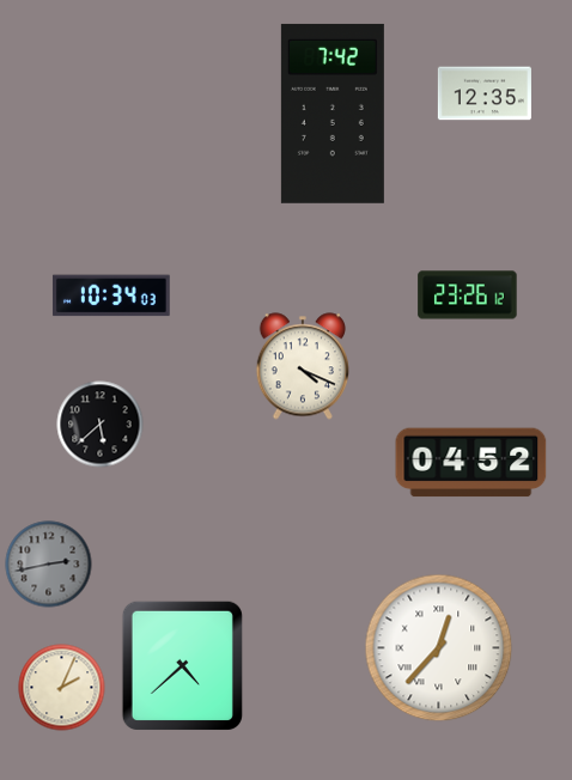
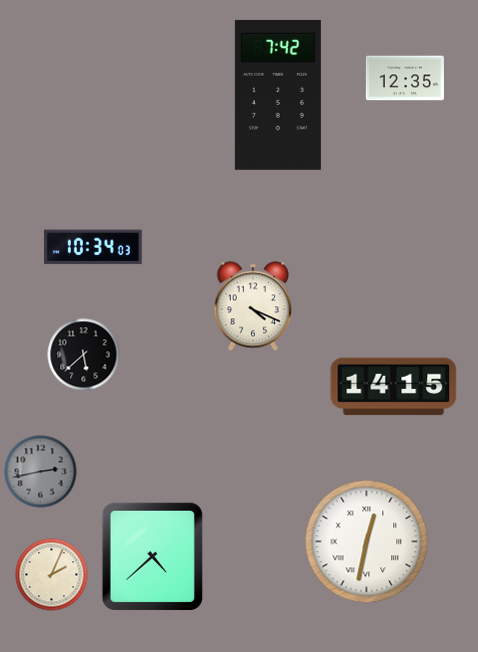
clock at (468, 295): 23:26 -> none
clock at (471, 463): 04:52 -> 14:15
clock at (439, 648): 12:37 -> 12:32
